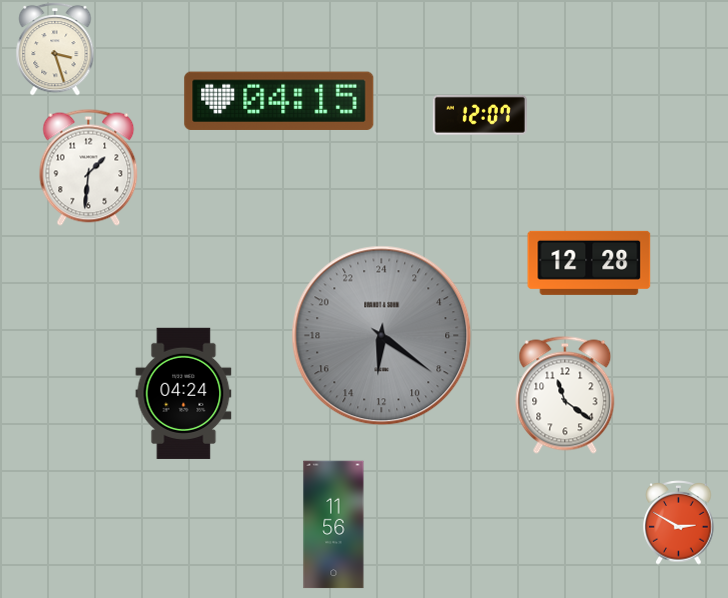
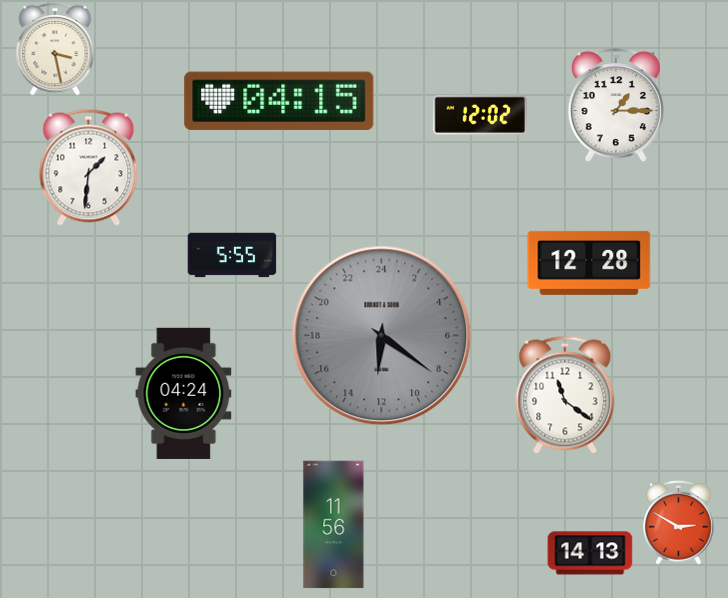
clock at (55, 49): 3:27 -> 3:28
clock at (616, 106): none -> 1:15
clock at (480, 115): 12:07 -> 12:02
clock at (232, 255): none -> 5:55
clock at (590, 553): none -> 14:13
